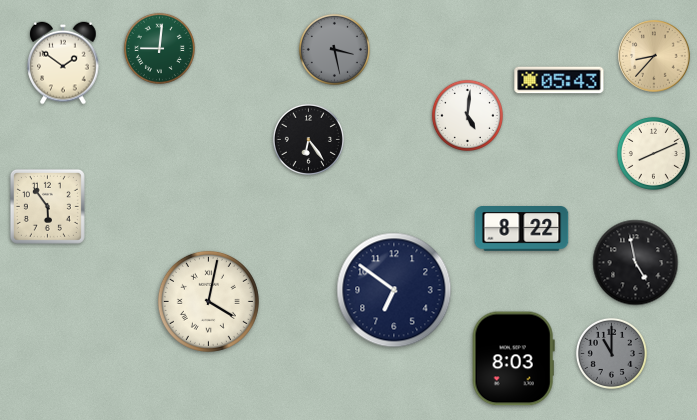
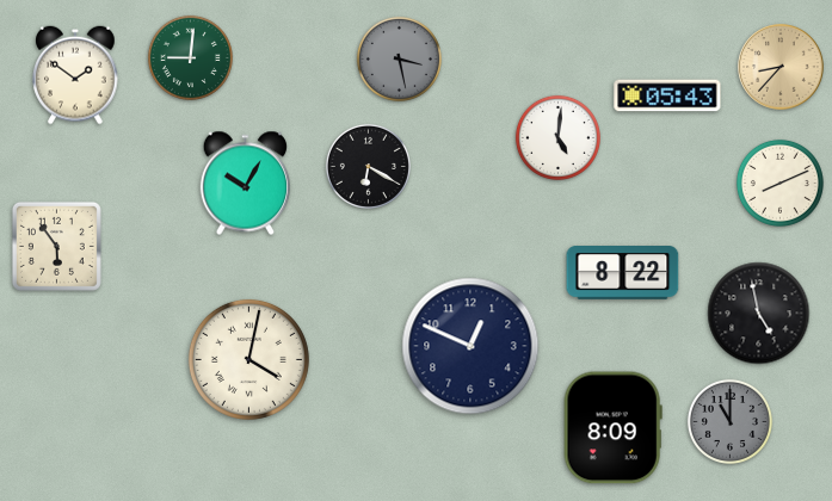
clock at (308, 139): 6:24 -> 6:20
clock at (245, 184): none -> 10:05
clock at (394, 290): 6:51 -> 12:49
clock at (513, 359): 8:03 -> 8:09
